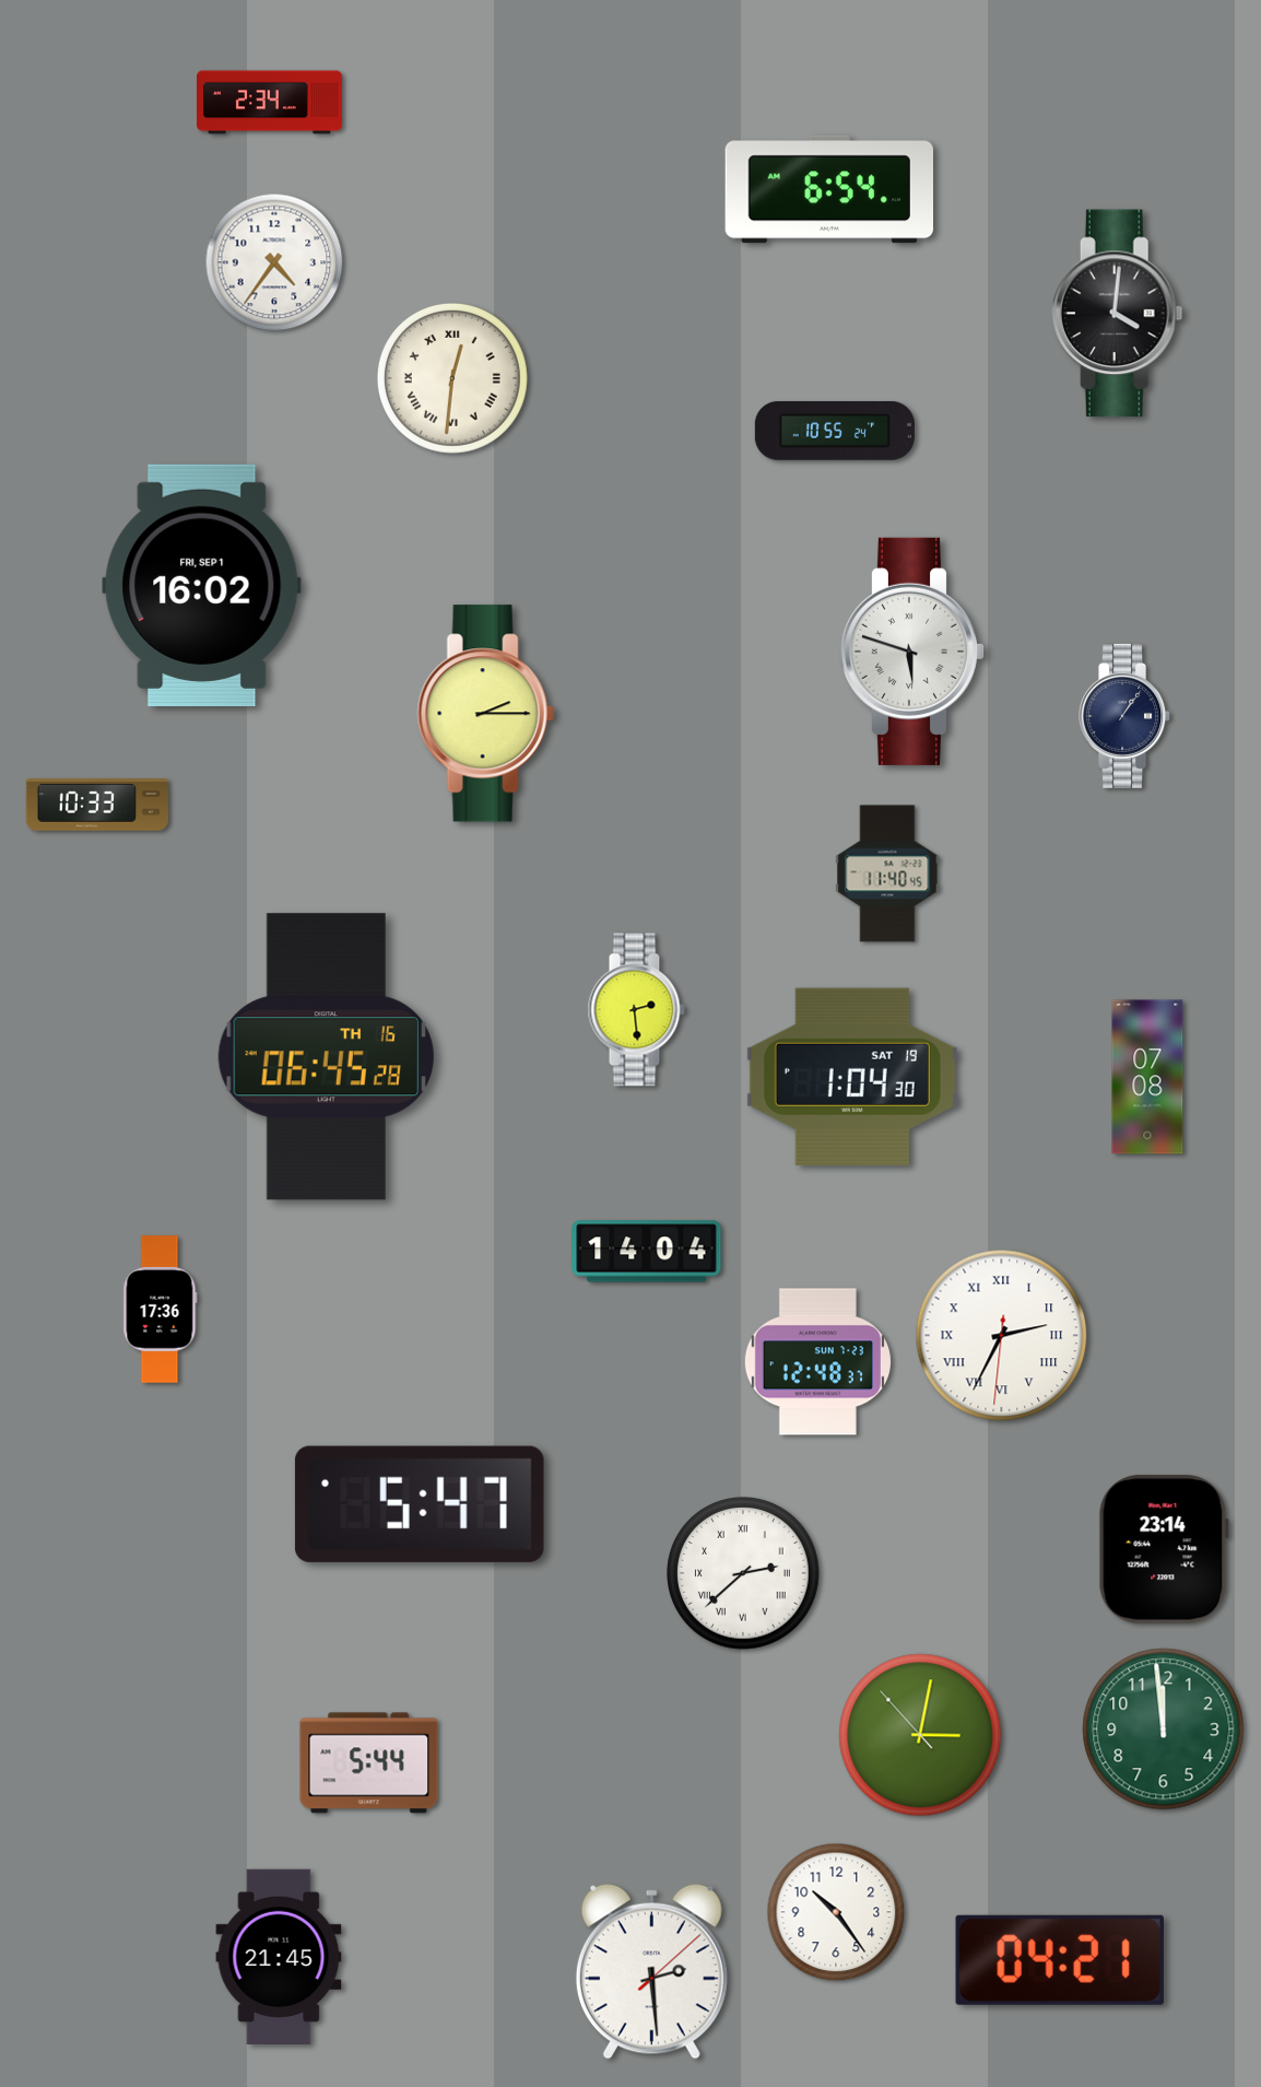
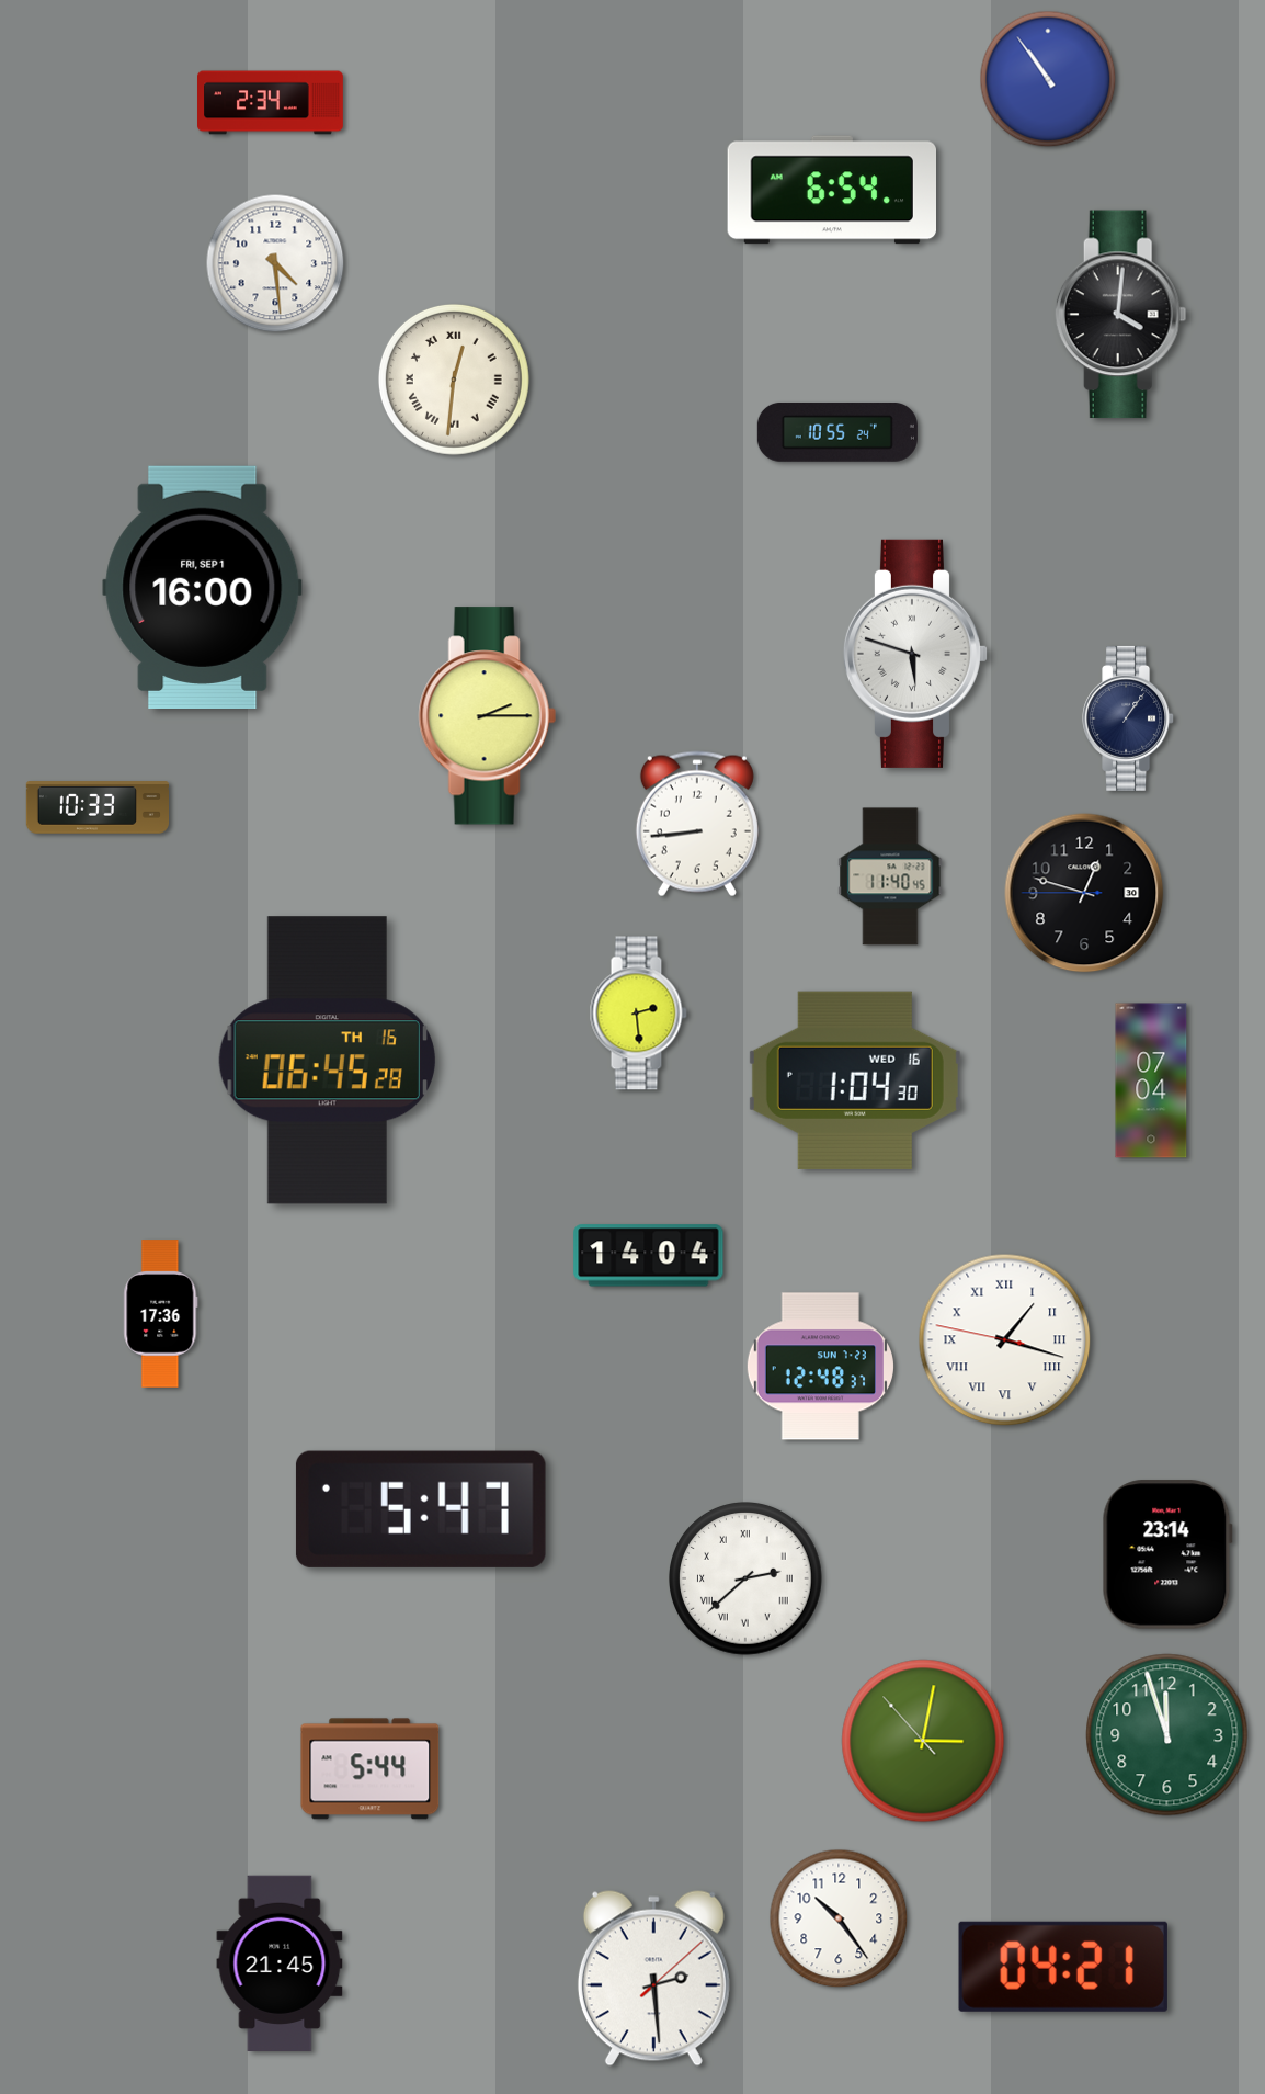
clock at (1048, 79): none -> 10:54
clock at (274, 262): 4:36 -> 4:29
clock at (202, 585): 16:02 -> 16:00
clock at (697, 824): none -> 8:44
clock at (1084, 893): none -> 12:47
clock at (852, 1077) date: SAT 19 -> WED 16
clock at (1147, 1077): 07:08 -> 07:04
clock at (1002, 1336): 2:34 -> 1:17
clock at (1164, 1730): 11:59 -> 11:57
